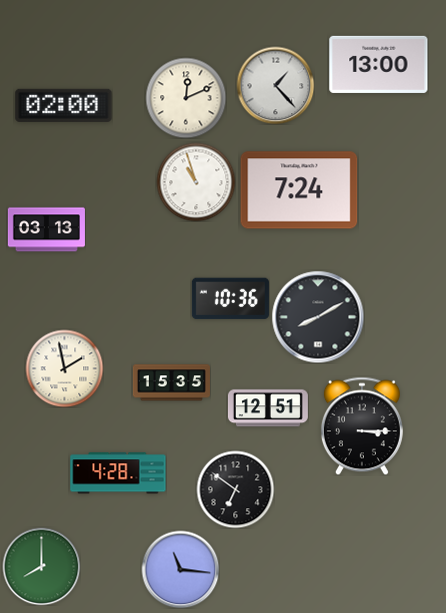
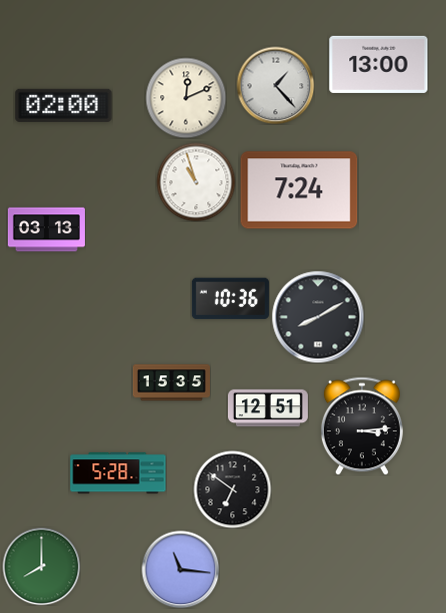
clock at (64, 368): 1:58 -> none
clock at (362, 426): 3:15 -> 3:14
clock at (118, 473): 4:28 -> 5:28
clock at (235, 489) position: (235, 489) -> (232, 489)
